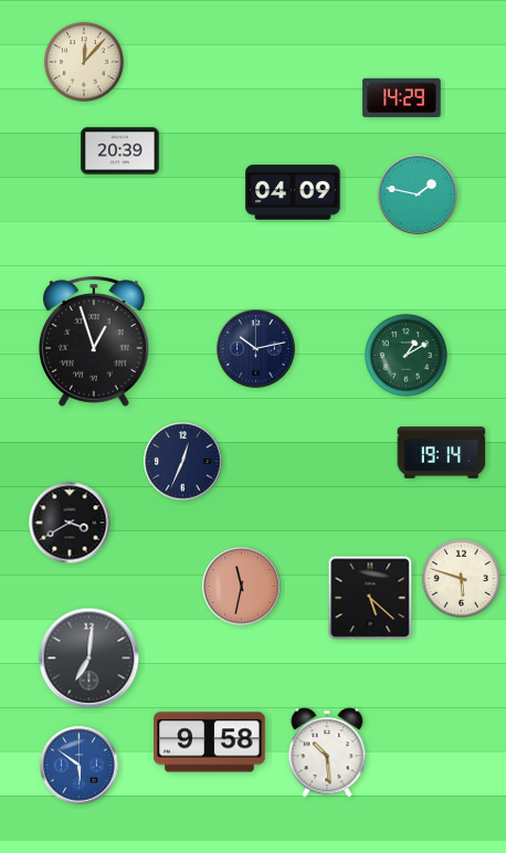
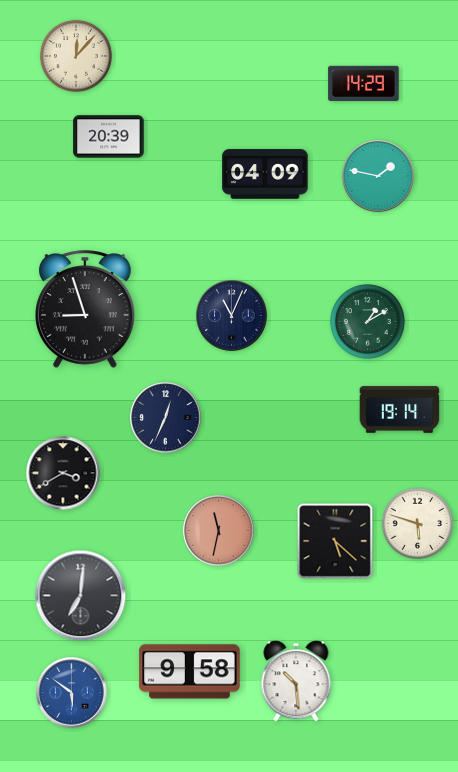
clock at (402, 97) position: (402, 97) -> (364, 83)
clock at (95, 341): 12:57 -> 8:57
clock at (256, 349): 10:13 -> 11:04
